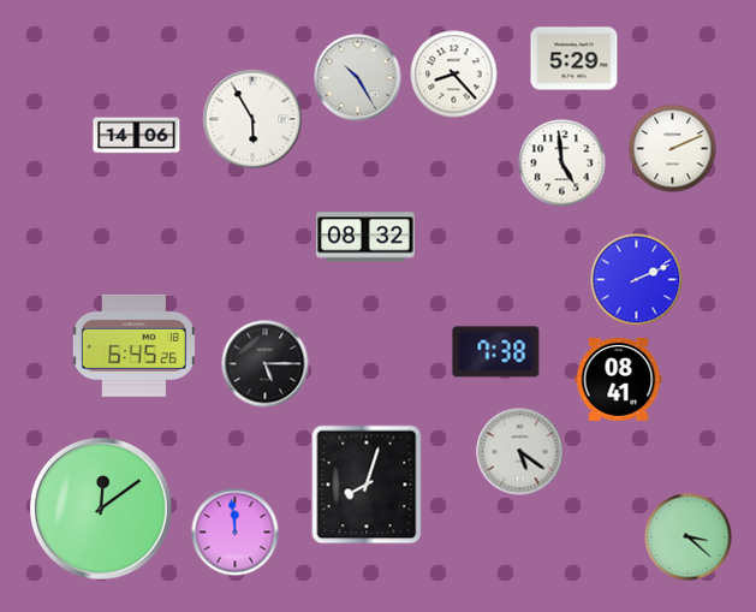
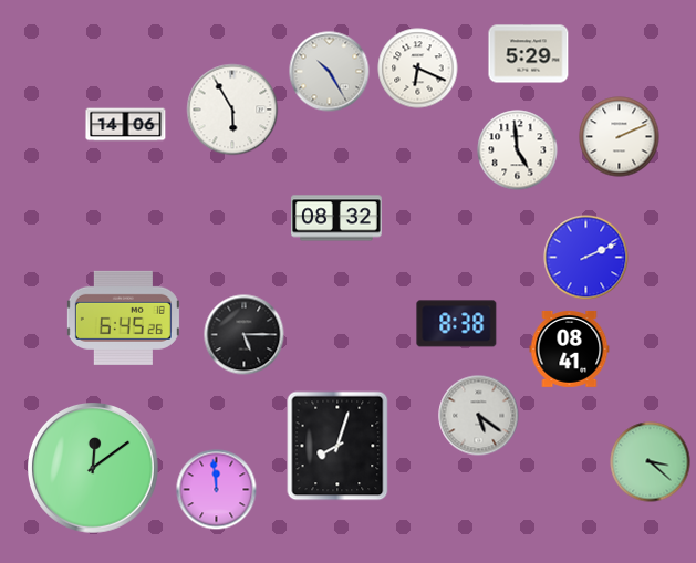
clock at (454, 75): 8:23 -> 6:19
clock at (496, 352): 7:38 -> 8:38
clock at (689, 537) position: (689, 537) -> (651, 462)
